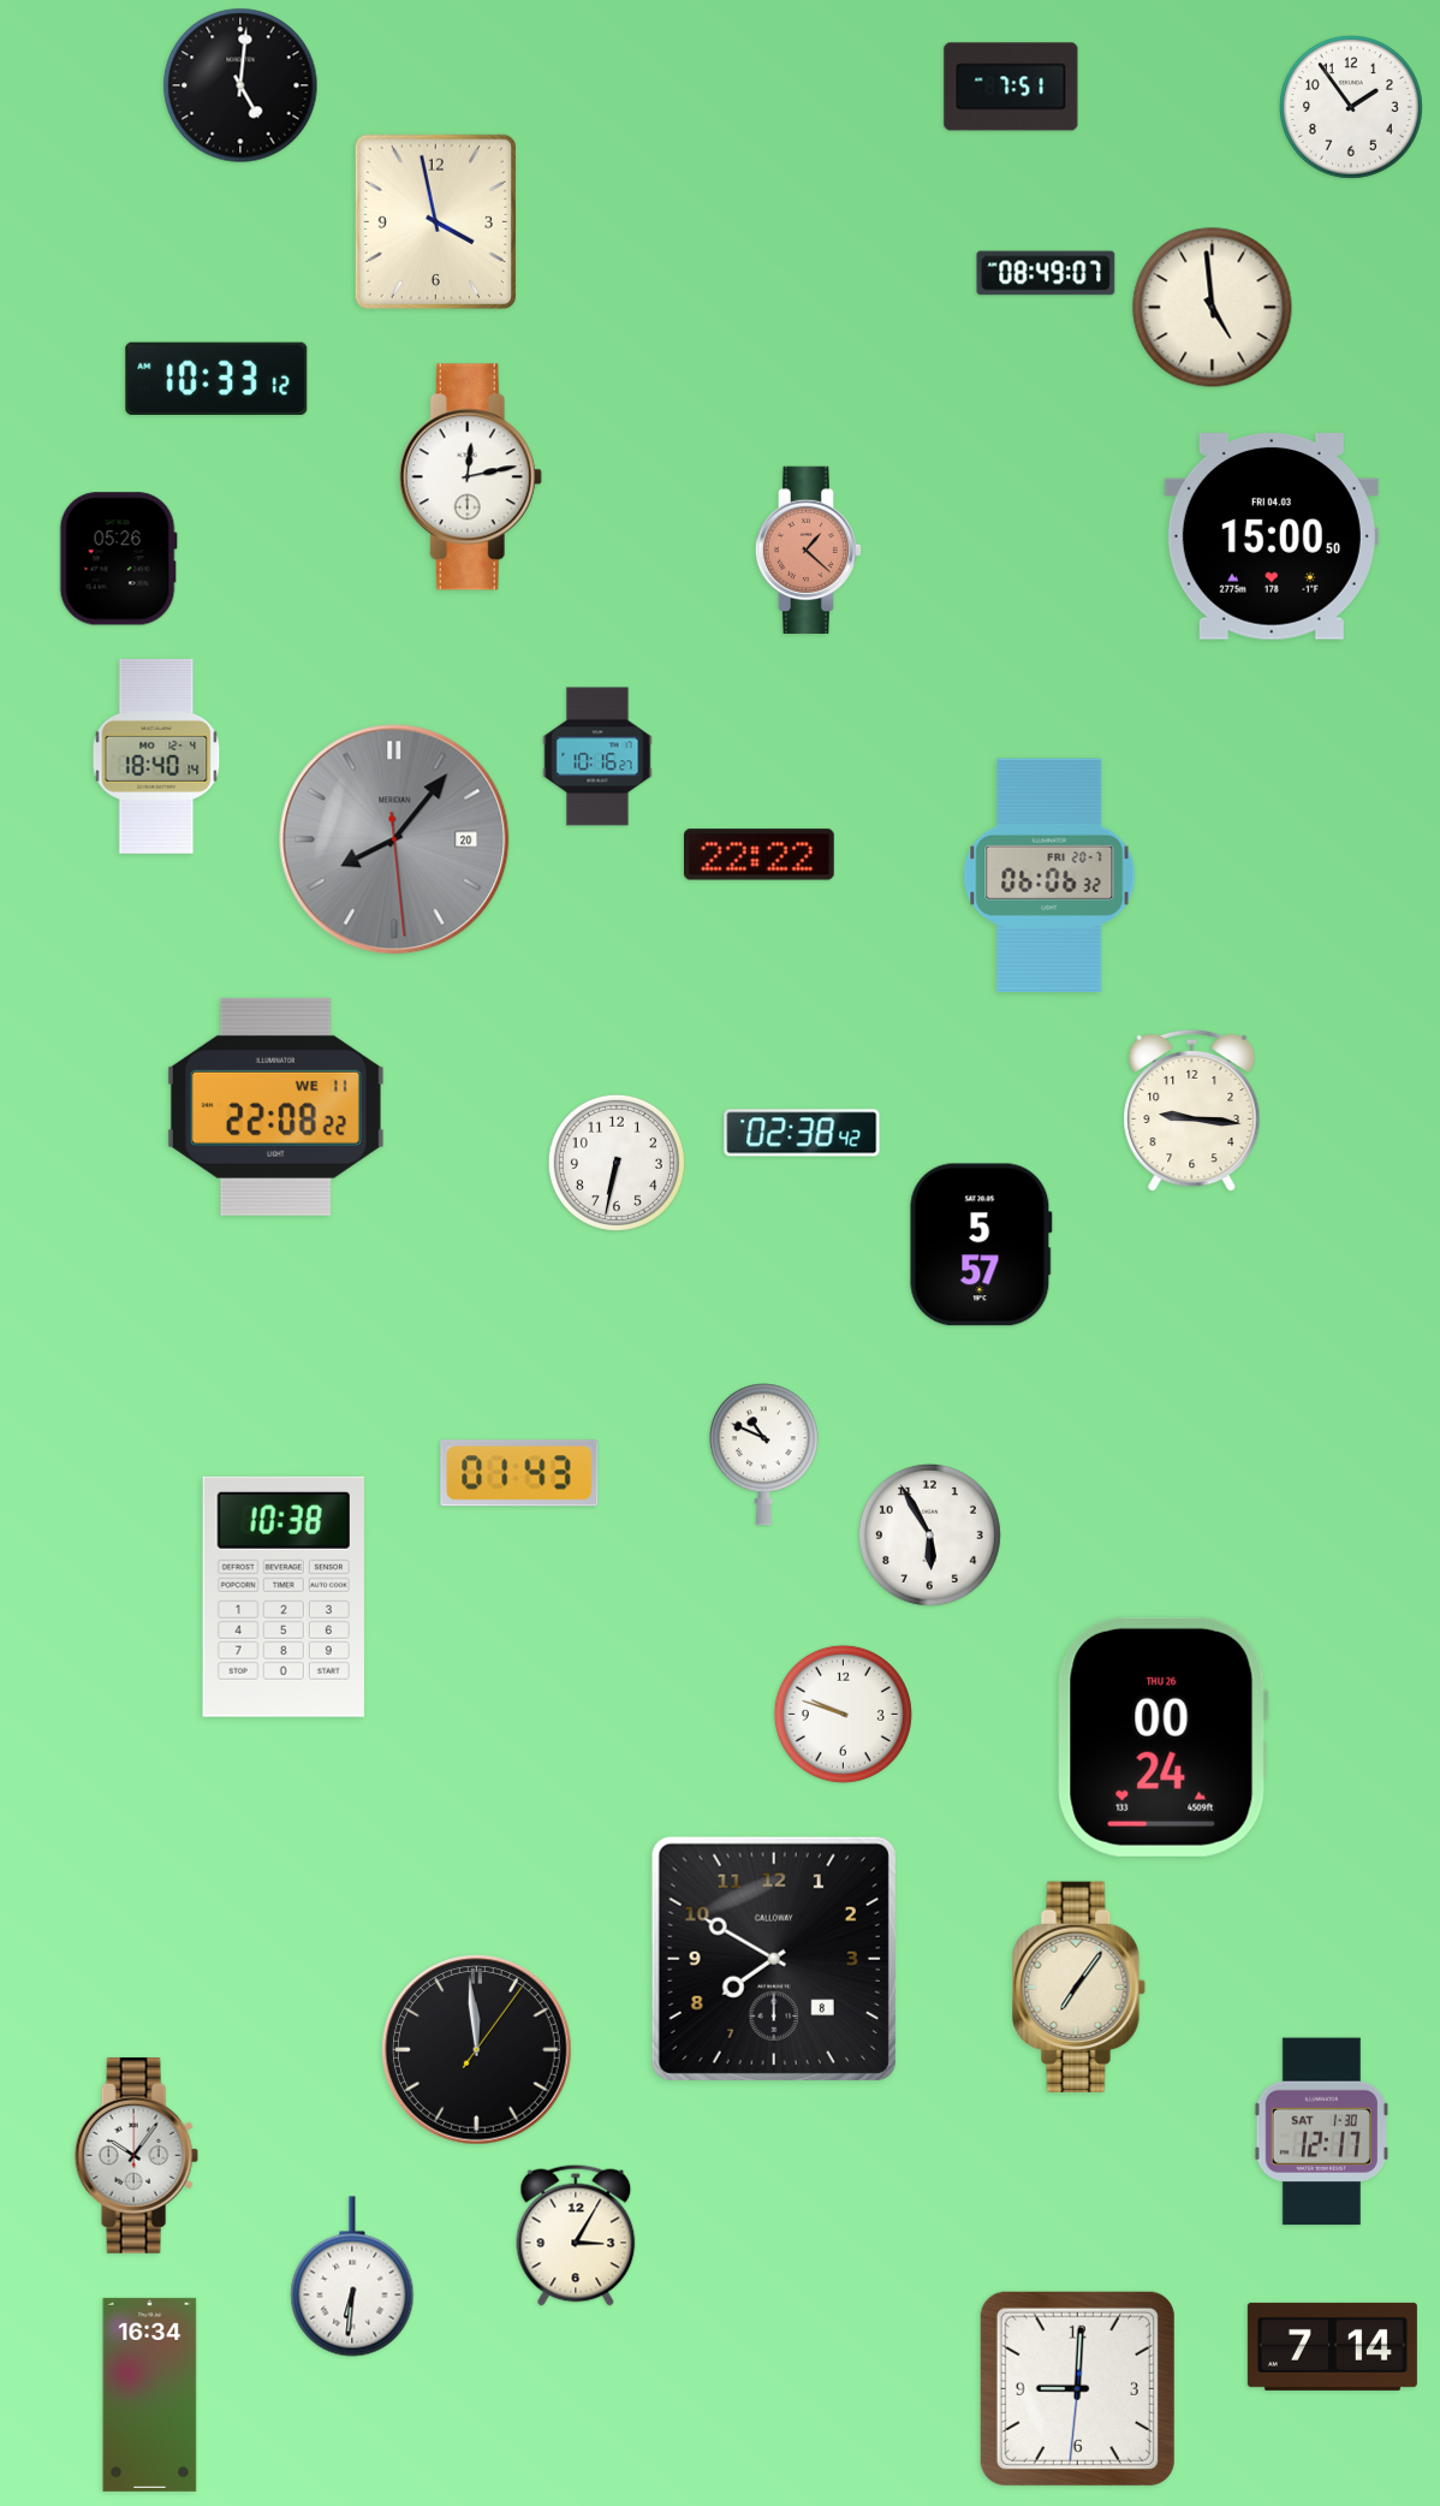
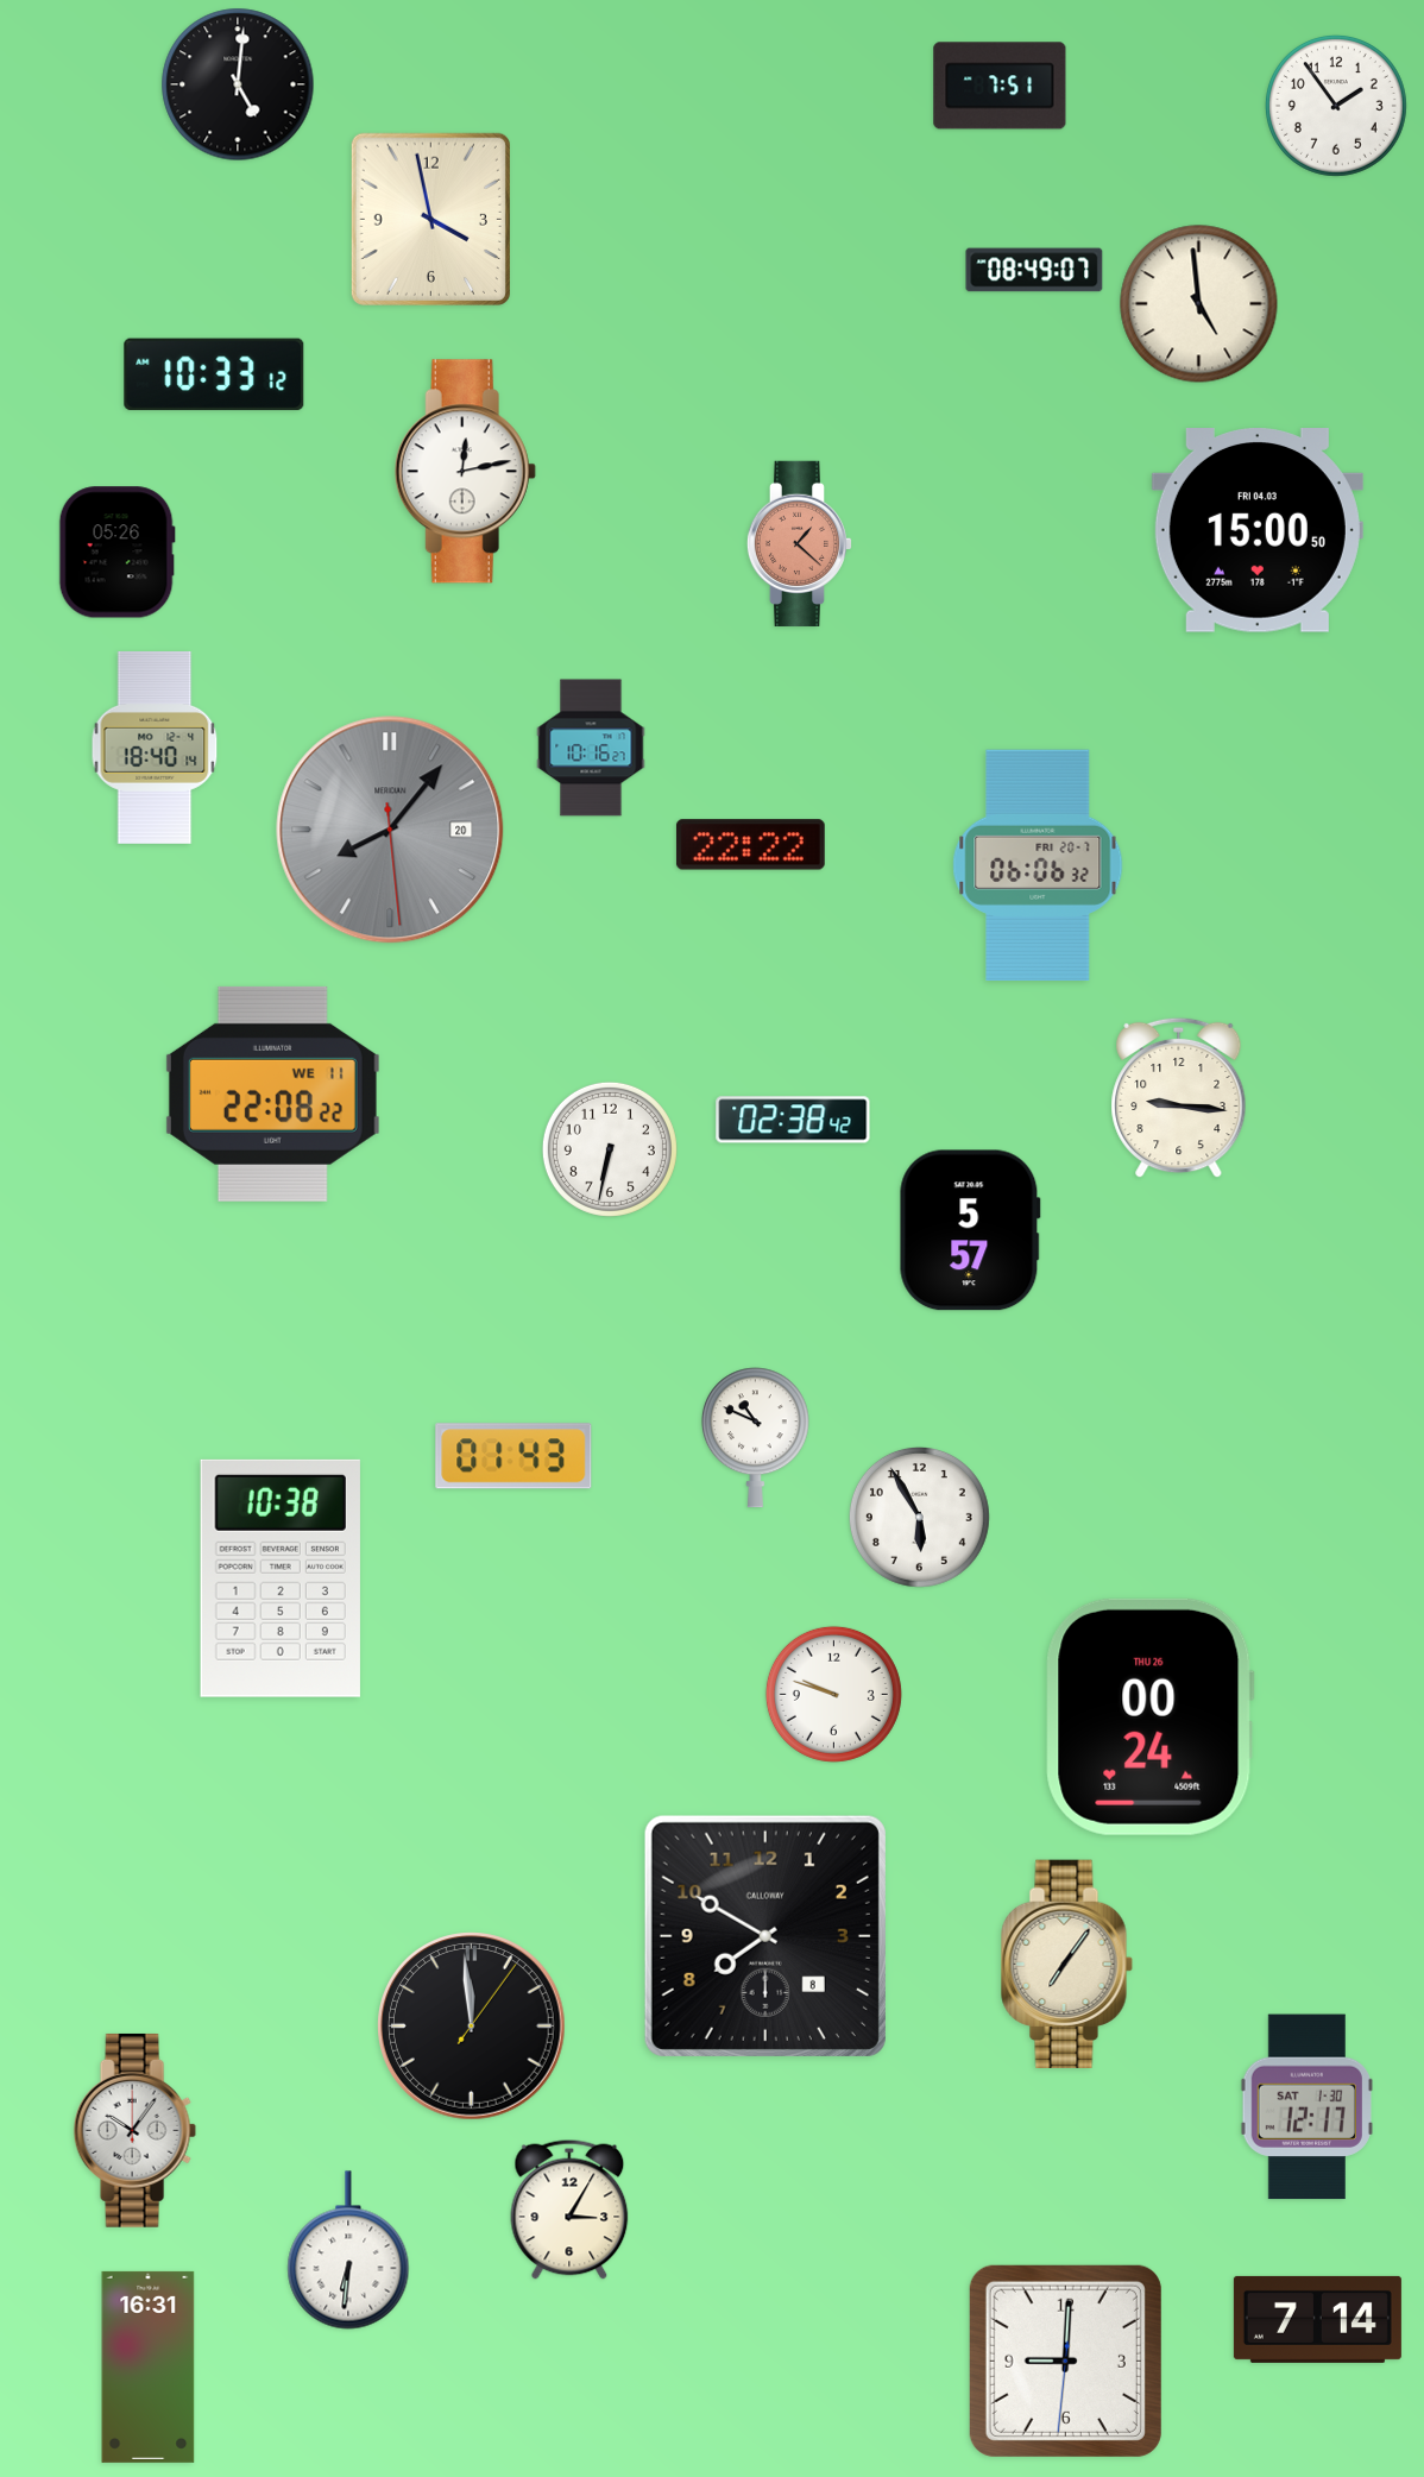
clock at (150, 2394): 16:34 -> 16:31
